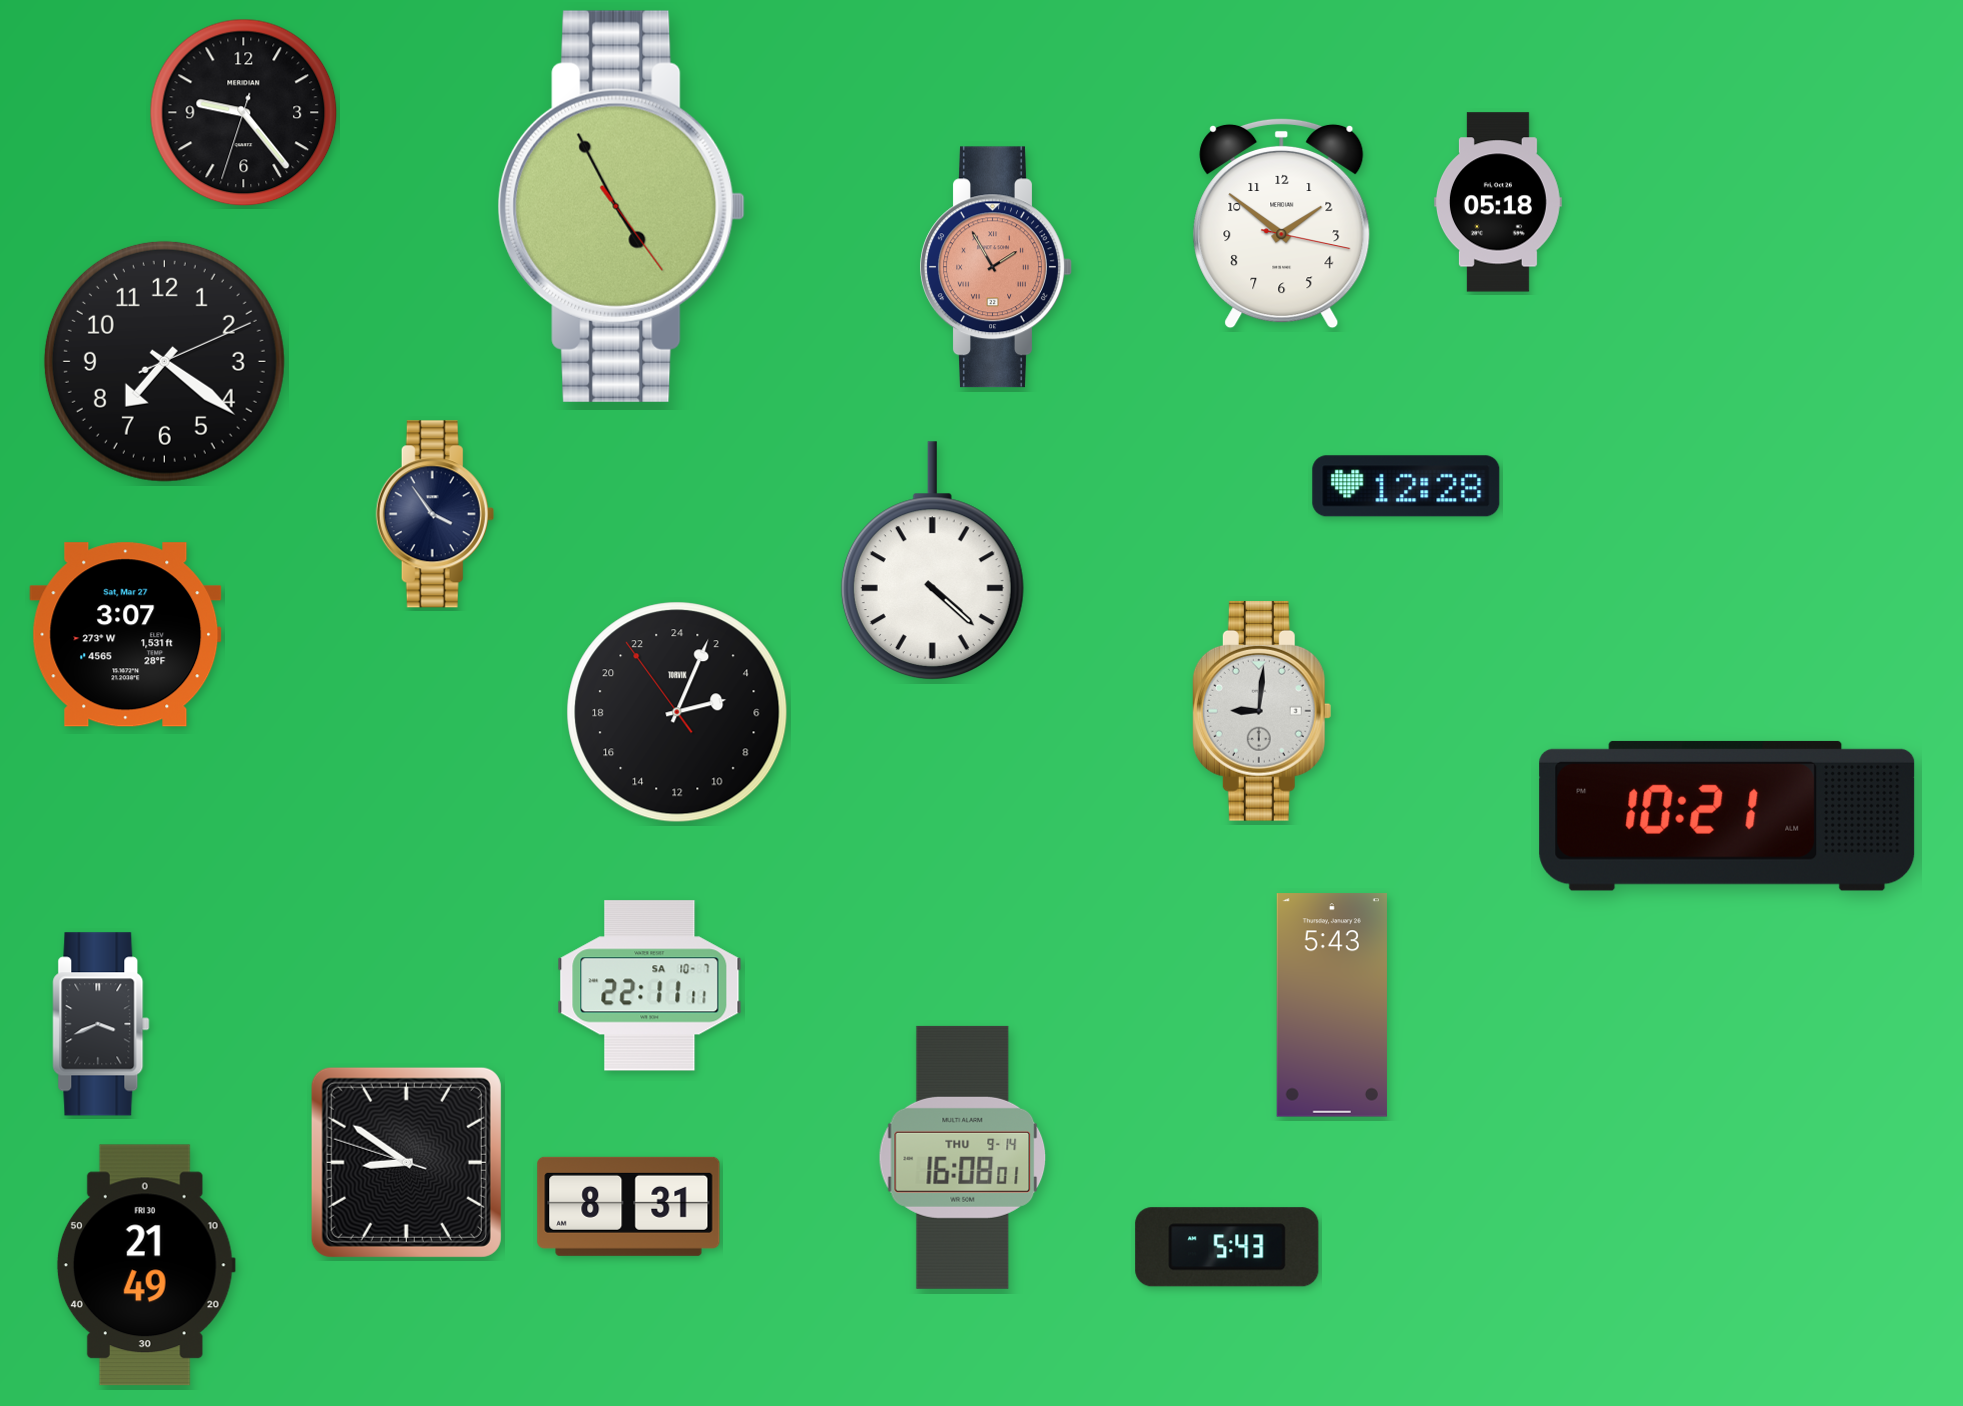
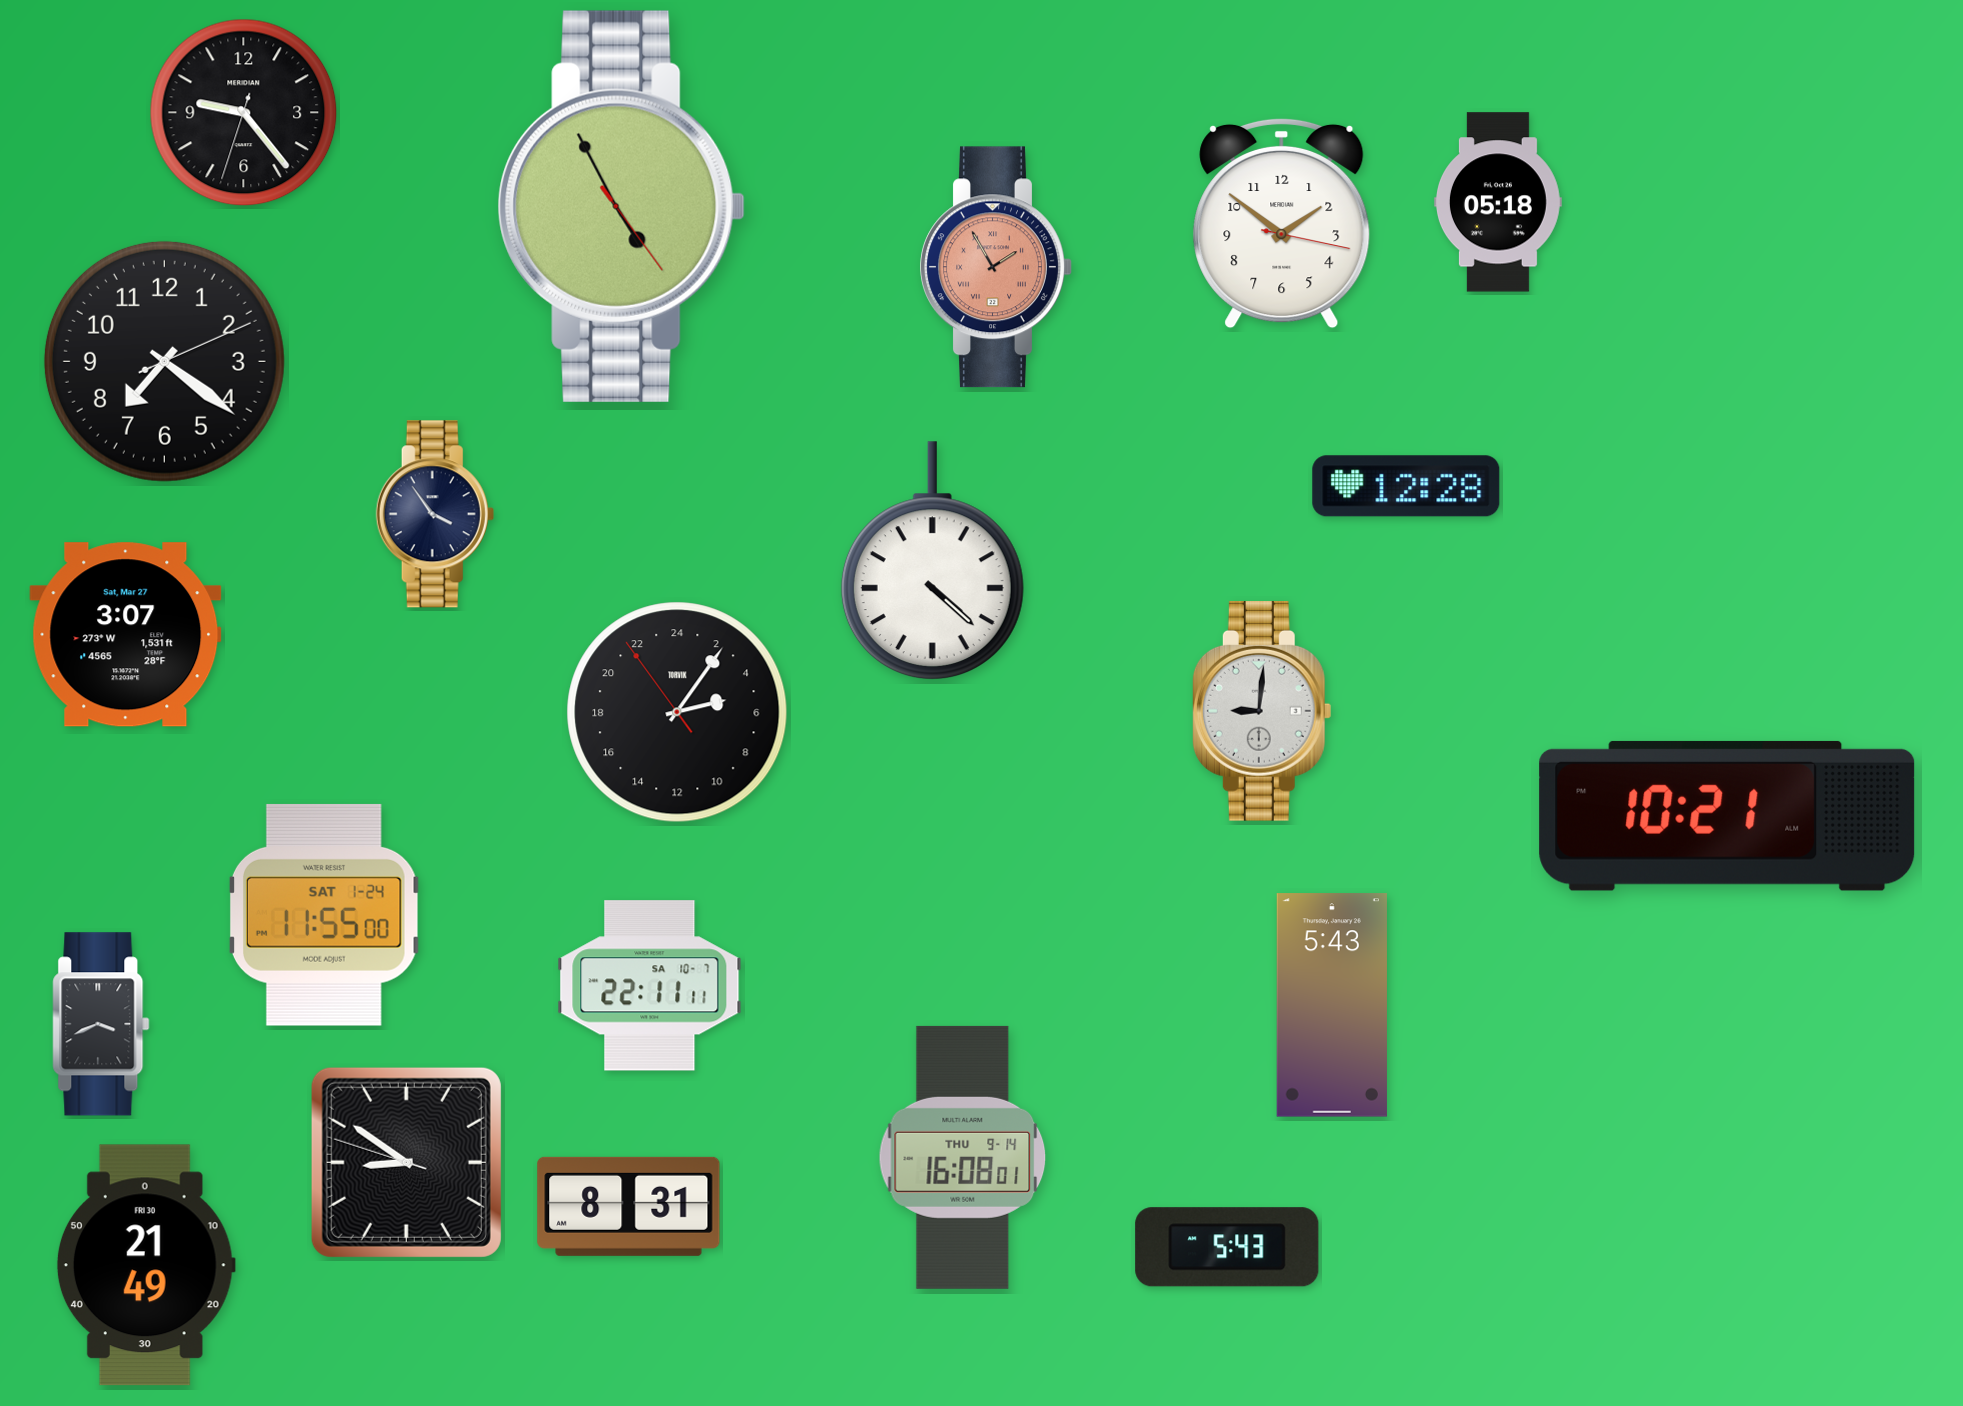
clock at (677, 712): 5:03 -> 5:05
clock at (324, 915): none -> 11:55
